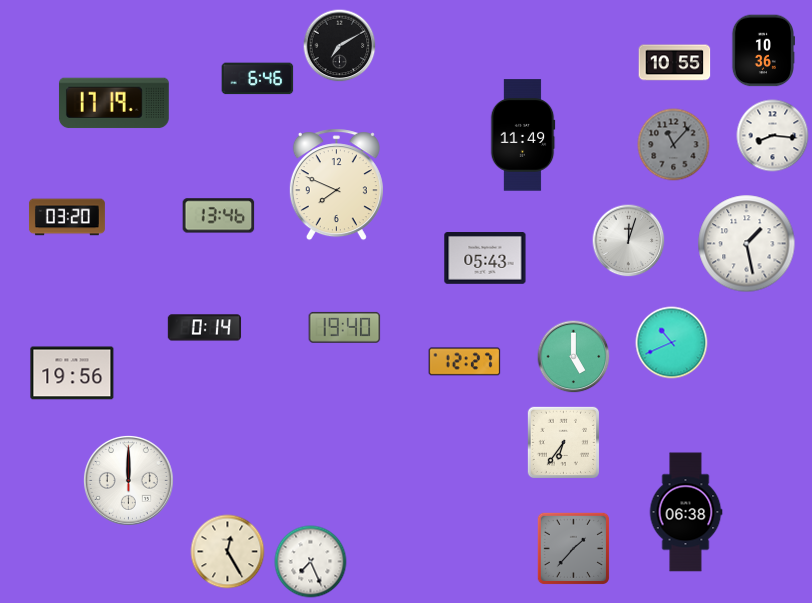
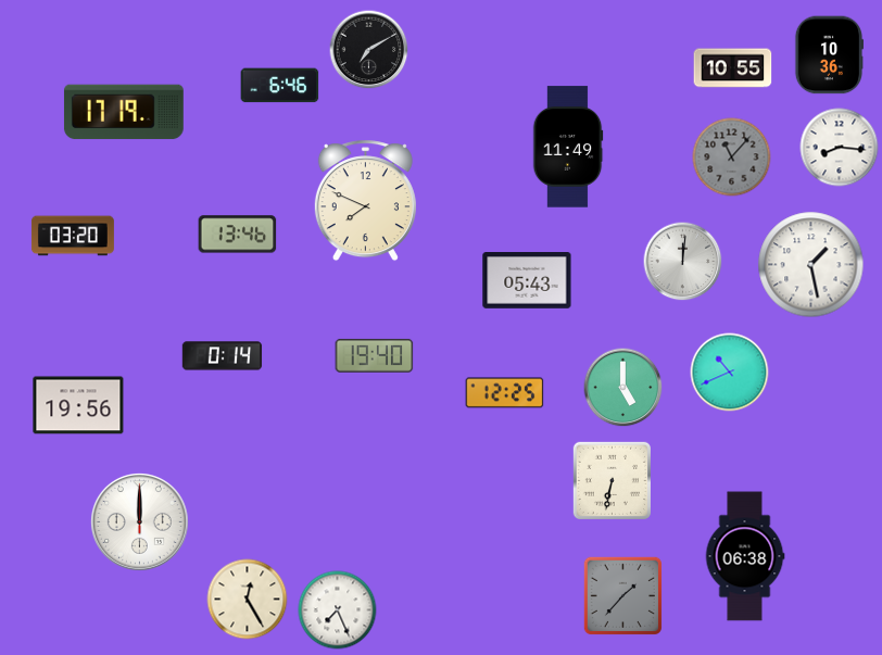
clock at (629, 241): 12:03 -> 12:01
clock at (465, 362): 12:27 -> 12:25
clock at (563, 442): 6:36 -> 6:32
